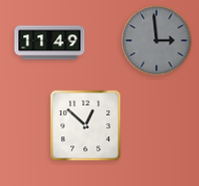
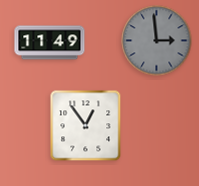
clock at (86, 126): 12:52 -> 12:54
